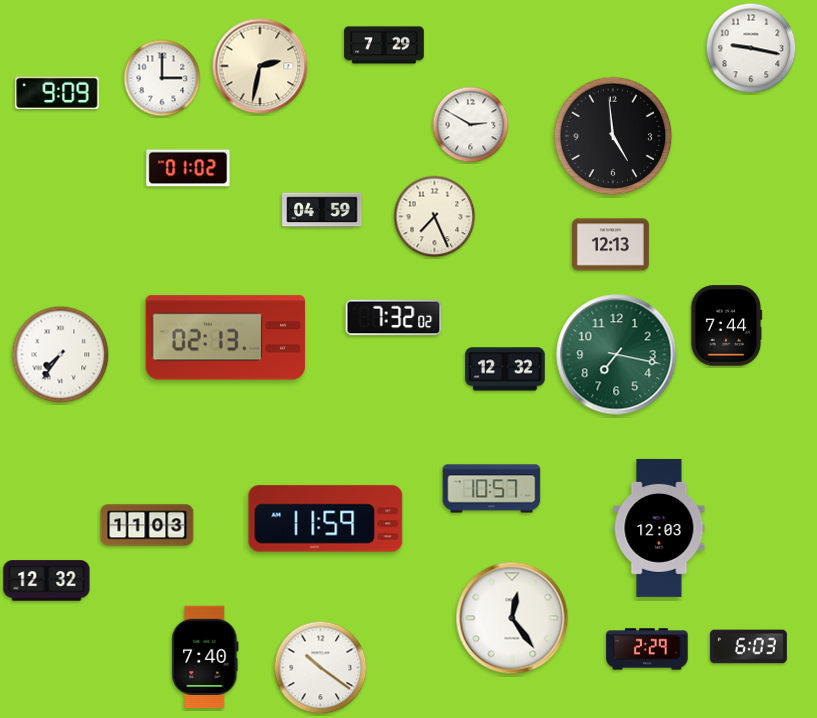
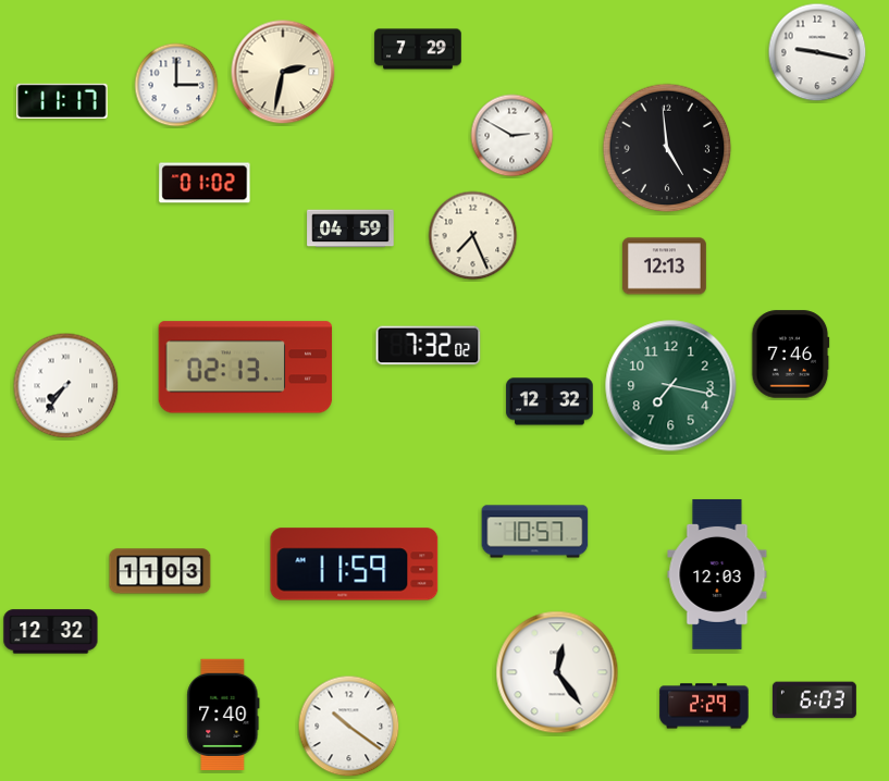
clock at (57, 93): 9:09 -> 11:17
clock at (726, 326): 7:44 -> 7:46
clock at (748, 647) position: (748, 647) -> (814, 701)
